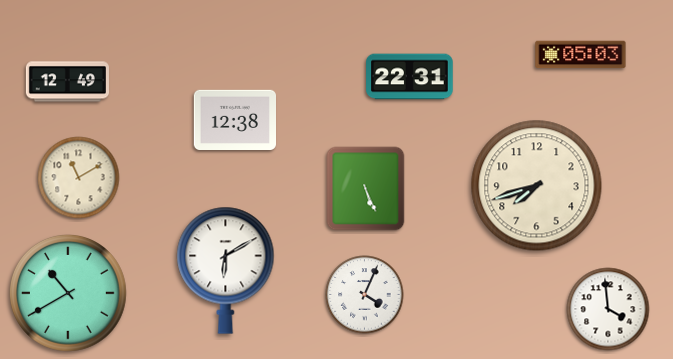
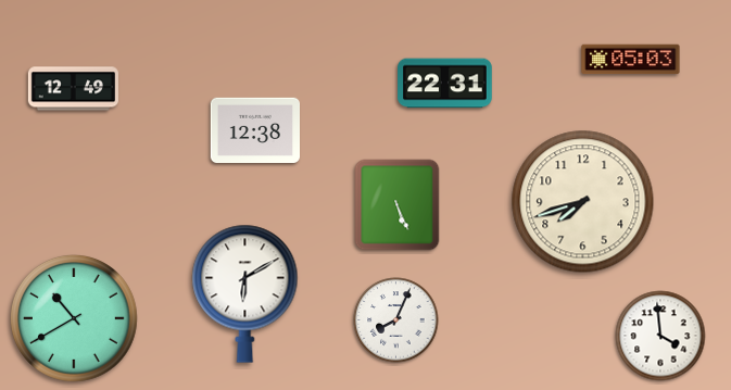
clock at (79, 178): 11:10 -> none
clock at (365, 295): 4:04 -> 8:04
